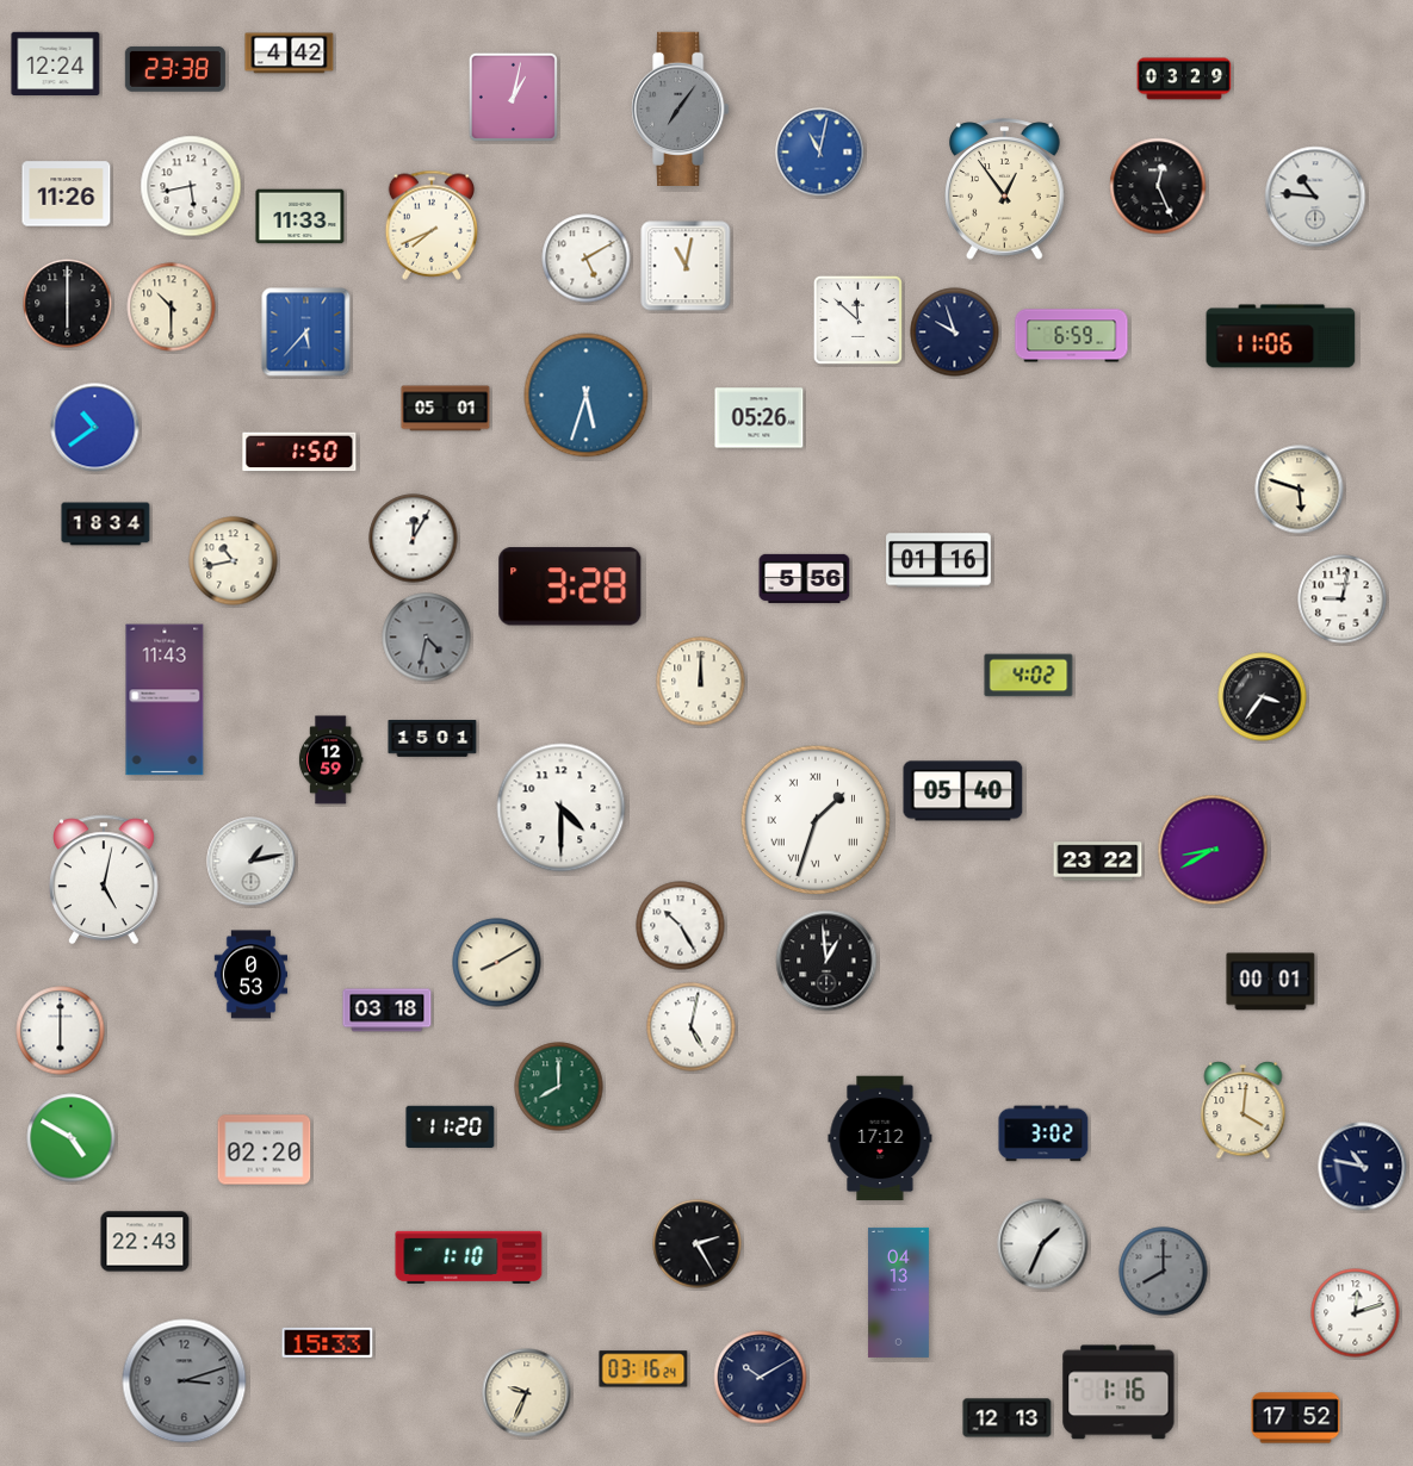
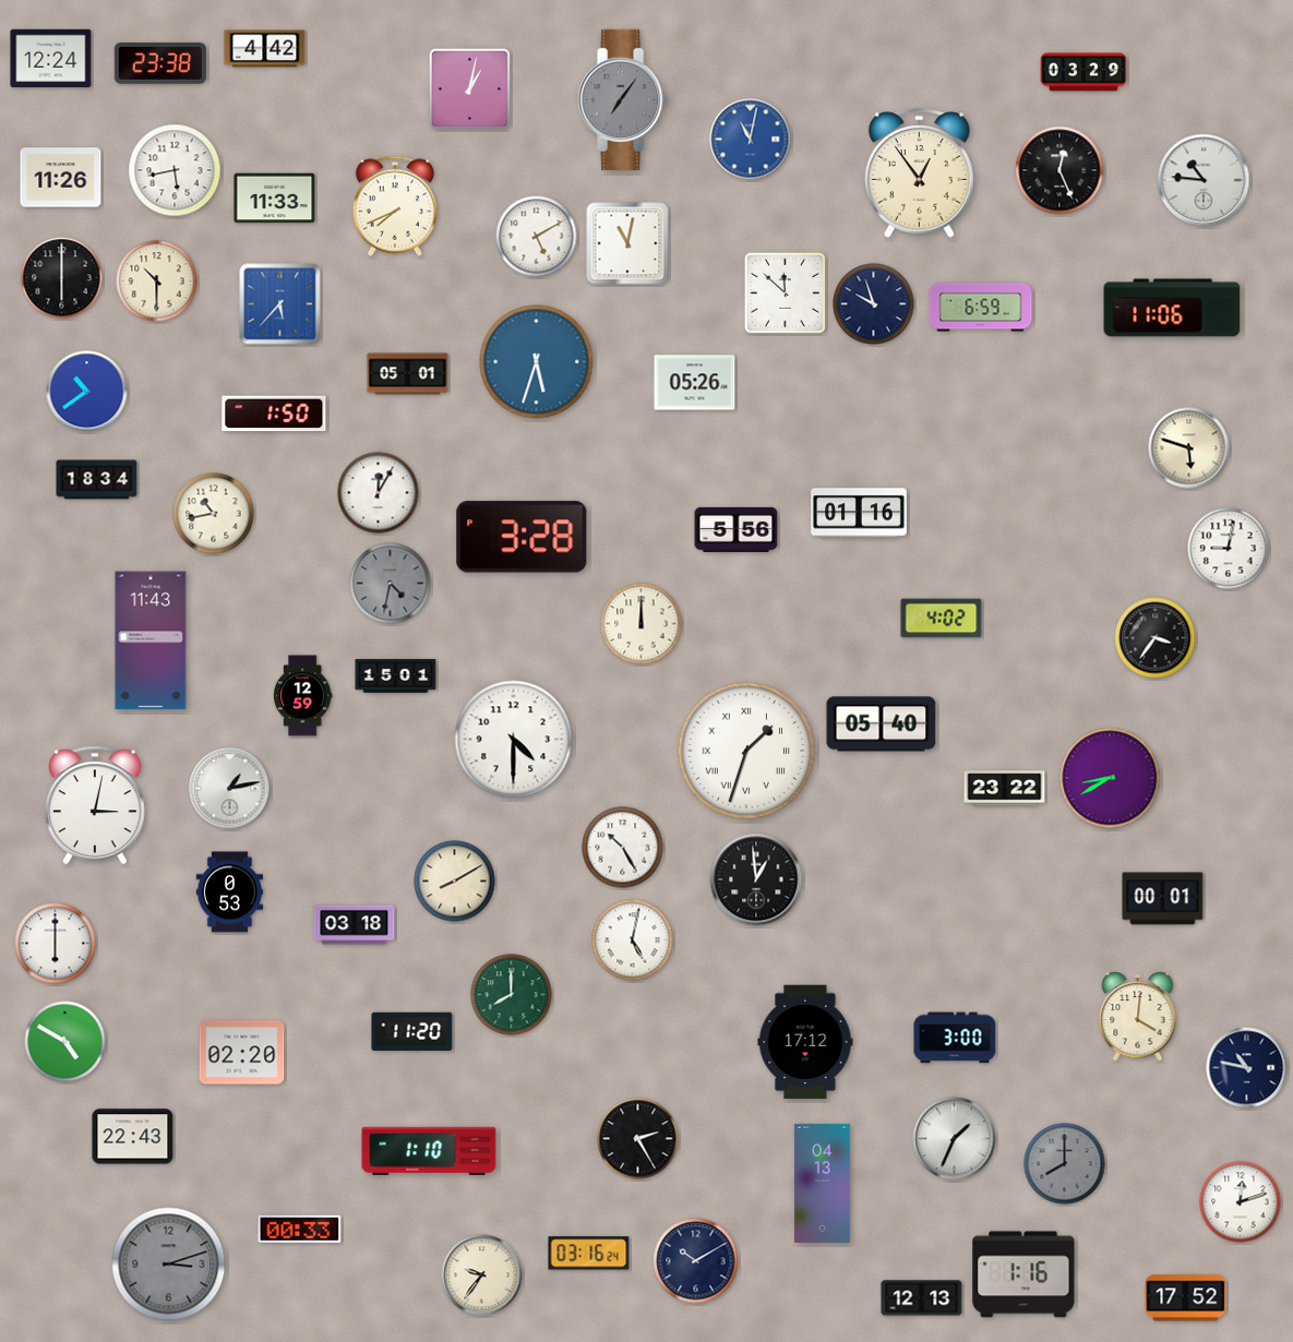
clock at (105, 878): 5:02 -> 3:02
clock at (1043, 1133): 3:02 -> 3:00
clock at (328, 1342): 15:33 -> 00:33
clock at (527, 1393): 9:34 -> 9:36
